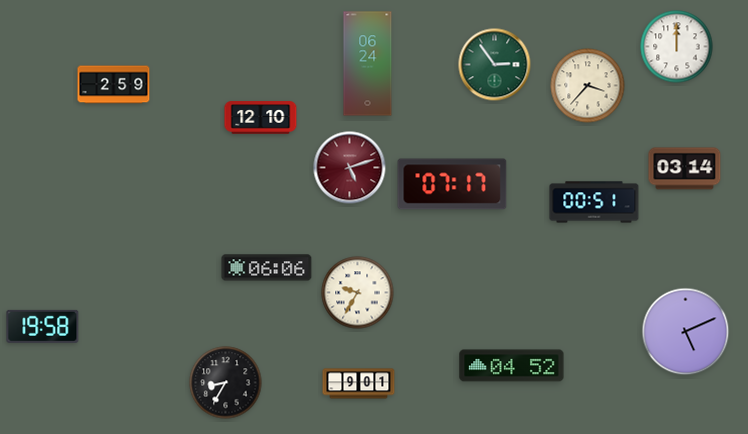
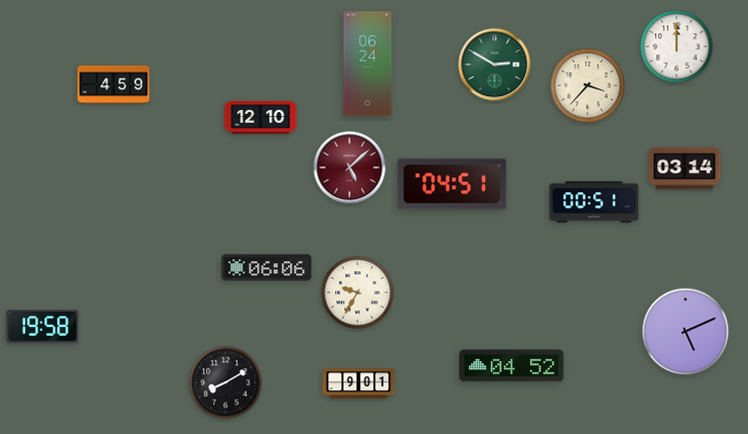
clock at (495, 65): 2:54 -> 2:50
clock at (114, 85): 2:59 -> 4:59
clock at (350, 168): 5:12 -> 5:08
clock at (452, 184): 07:17 -> 04:51
clock at (226, 383): 8:35 -> 8:10
